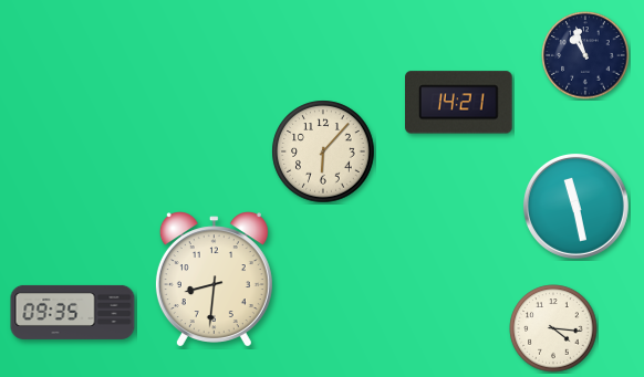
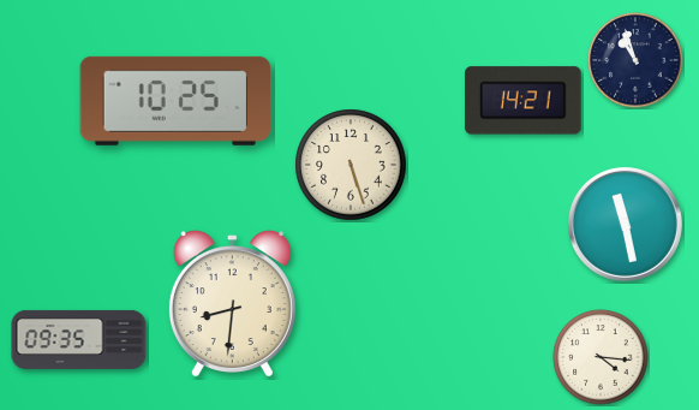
clock at (174, 101): none -> 10:25
clock at (459, 103) position: (459, 103) -> (524, 101)
clock at (323, 151): 6:07 -> 5:27
